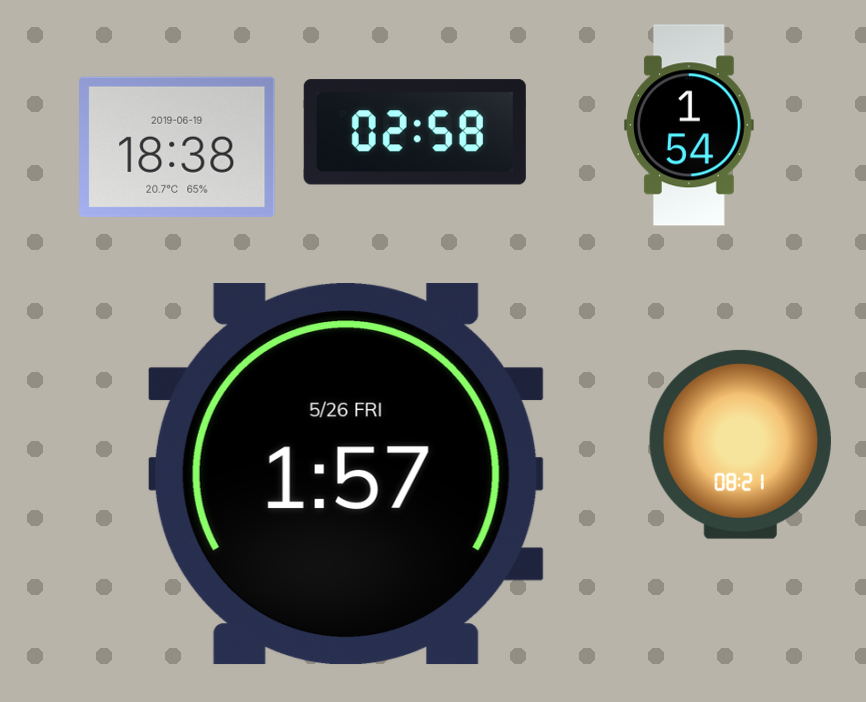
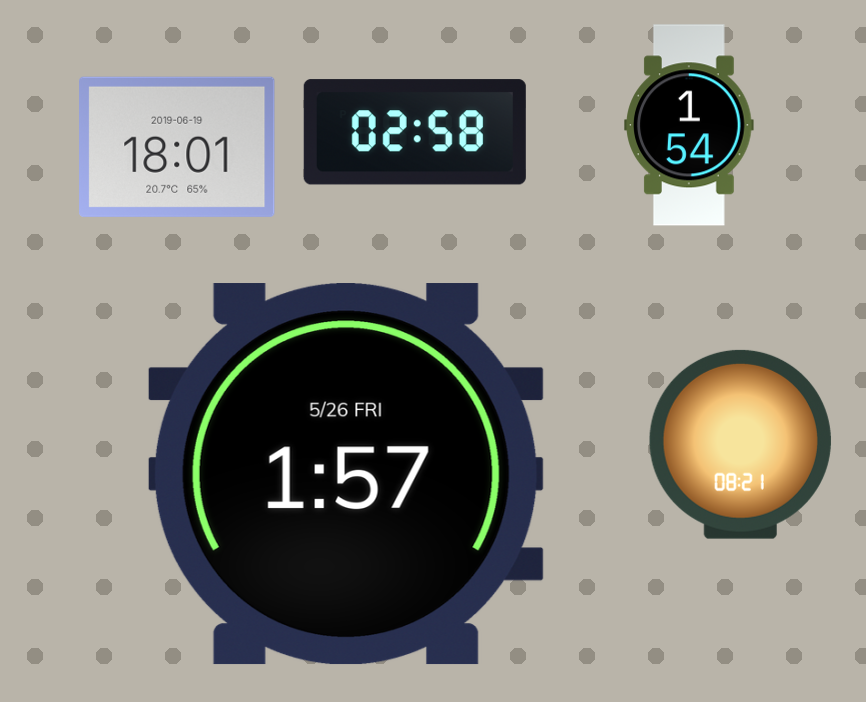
clock at (177, 147): 18:38 -> 18:01
